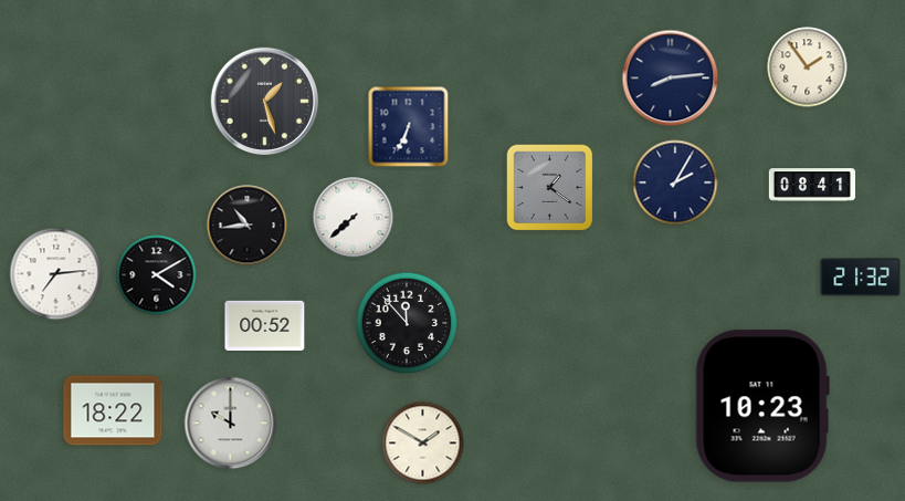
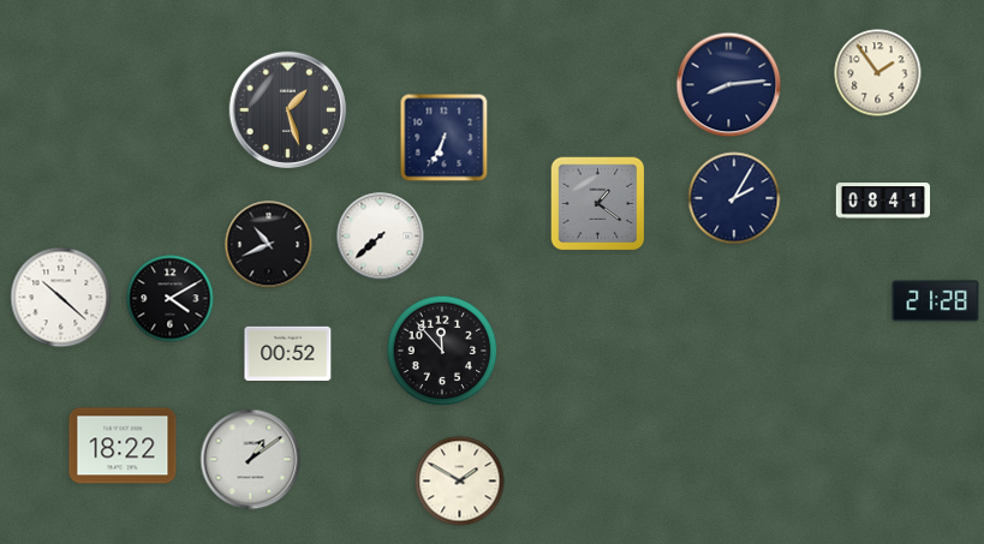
clock at (354, 218) position: (354, 218) -> (381, 237)
clock at (248, 226): 10:44 -> 10:41
clock at (56, 274): 7:14 -> 10:22
clock at (861, 278): 21:32 -> 21:28
clock at (762, 406): 10:23 -> none
clock at (231, 424): 10:00 -> 1:09
